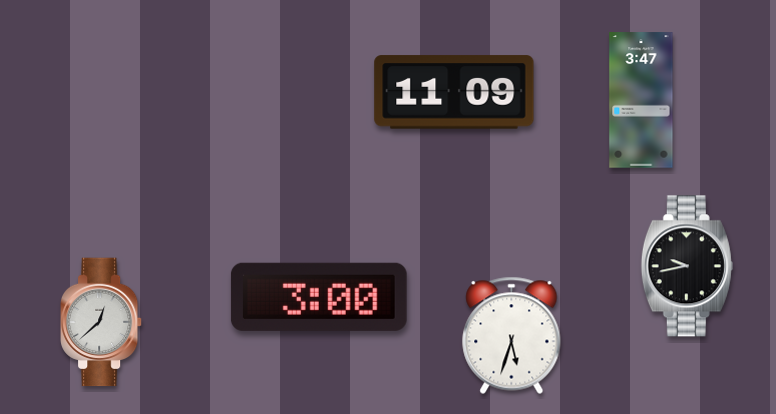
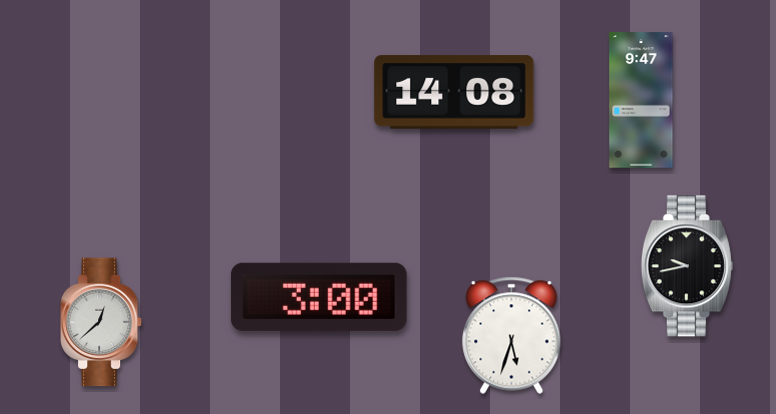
clock at (454, 92): 11:09 -> 14:08
clock at (641, 100): 3:47 -> 9:47
